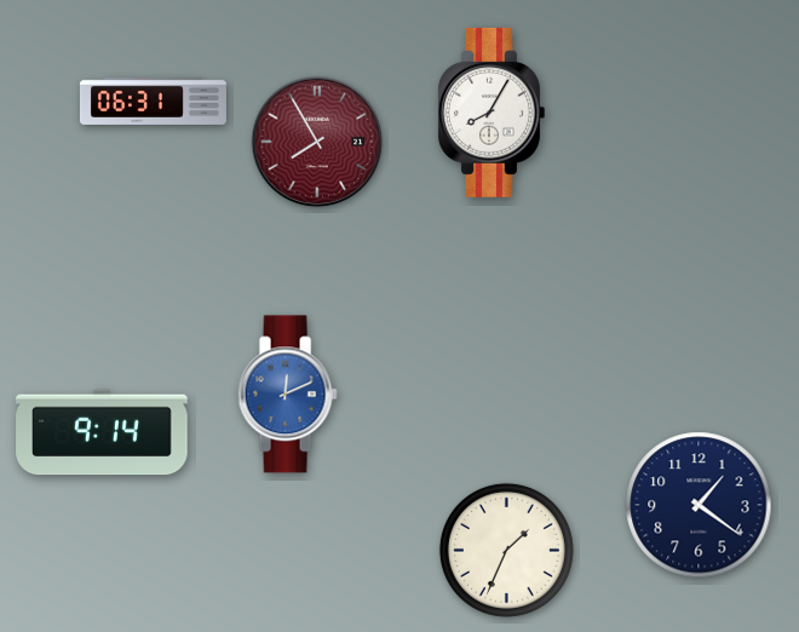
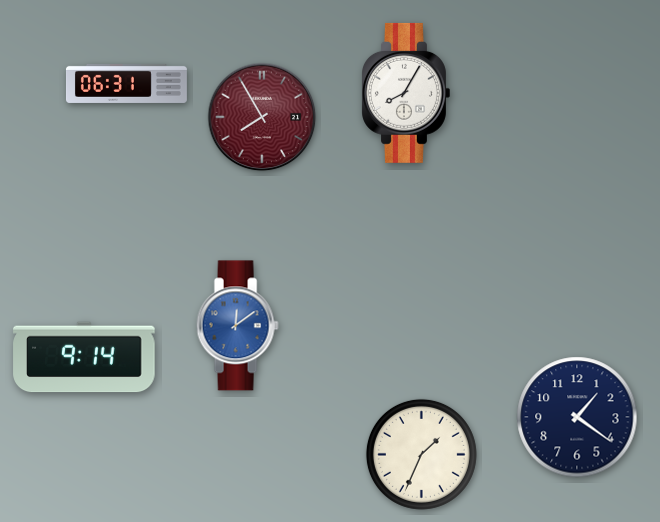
clock at (287, 395): 12:11 -> 12:09
clock at (506, 550) position: (506, 550) -> (421, 454)
